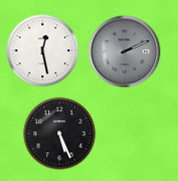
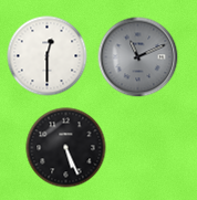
clock at (43, 51): 12:28 -> 12:30
clock at (125, 52): 2:11 -> 11:11
